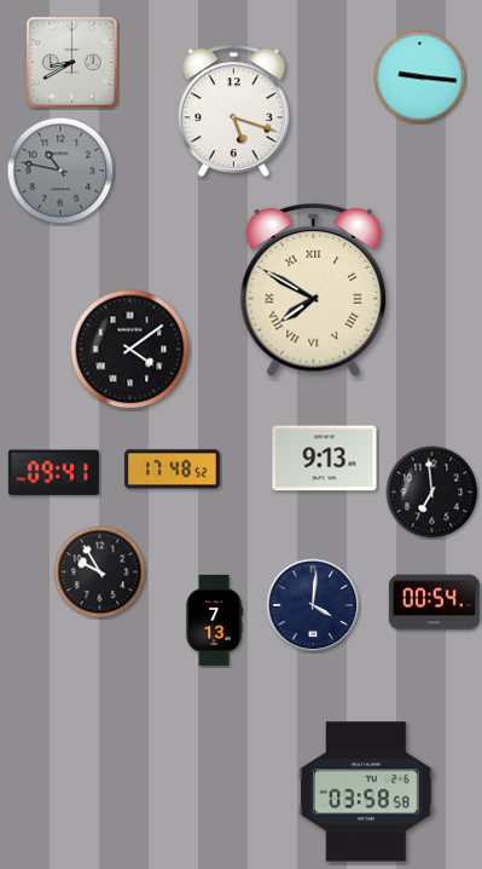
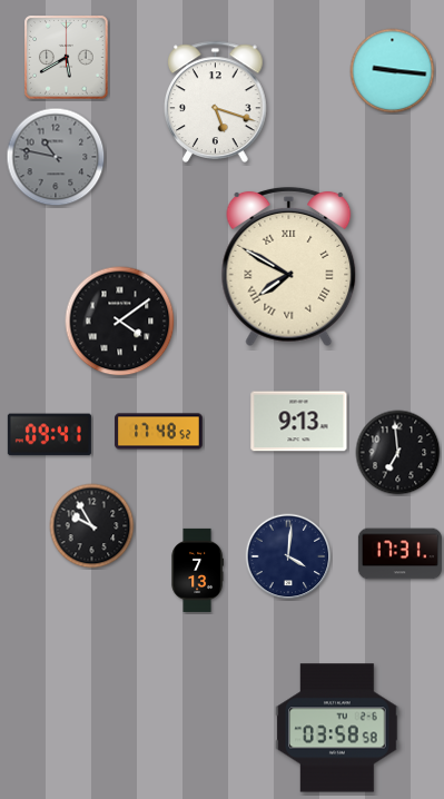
clock at (72, 63): 8:40 -> 5:40
clock at (420, 77) position: (420, 77) -> (393, 71)
clock at (434, 603): 00:54 -> 17:31
